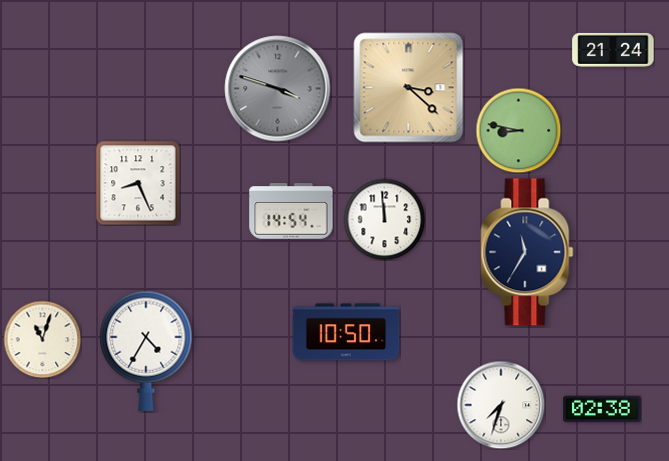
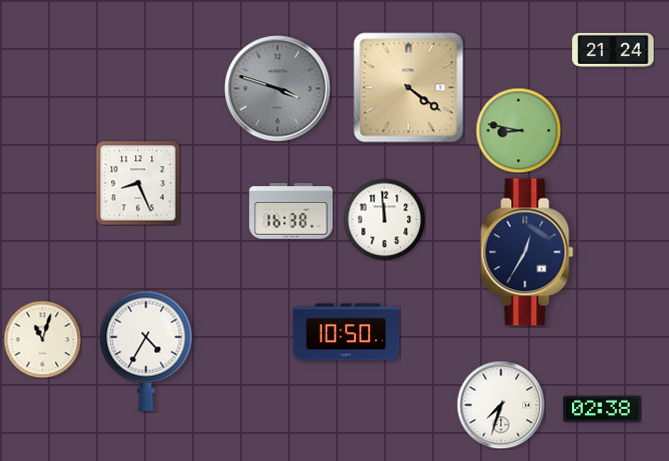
clock at (409, 88): 3:22 -> 4:21
clock at (291, 211): 14:54 -> 16:38
clock at (527, 252): 11:35 -> 12:35
